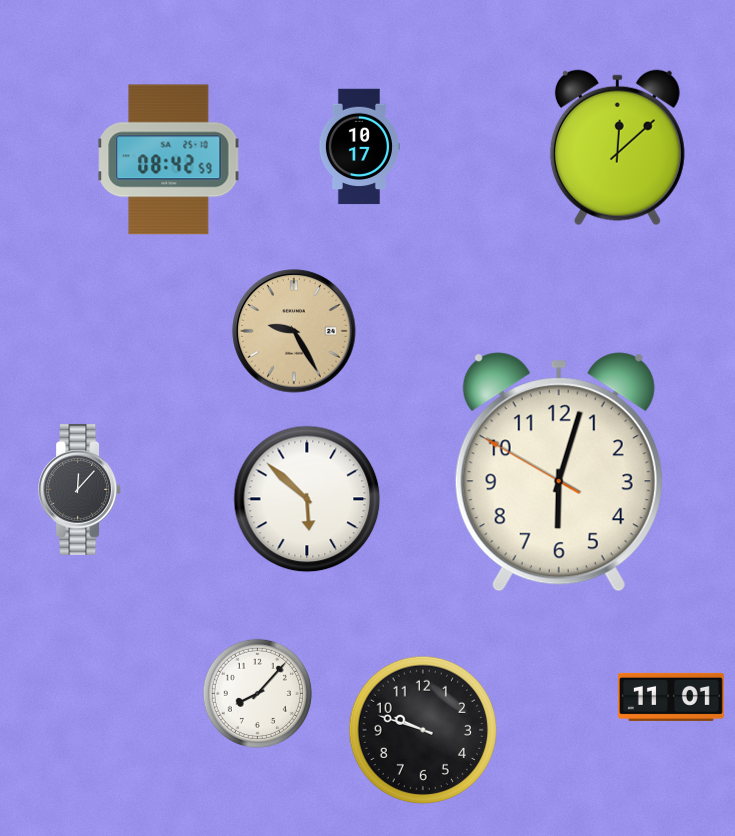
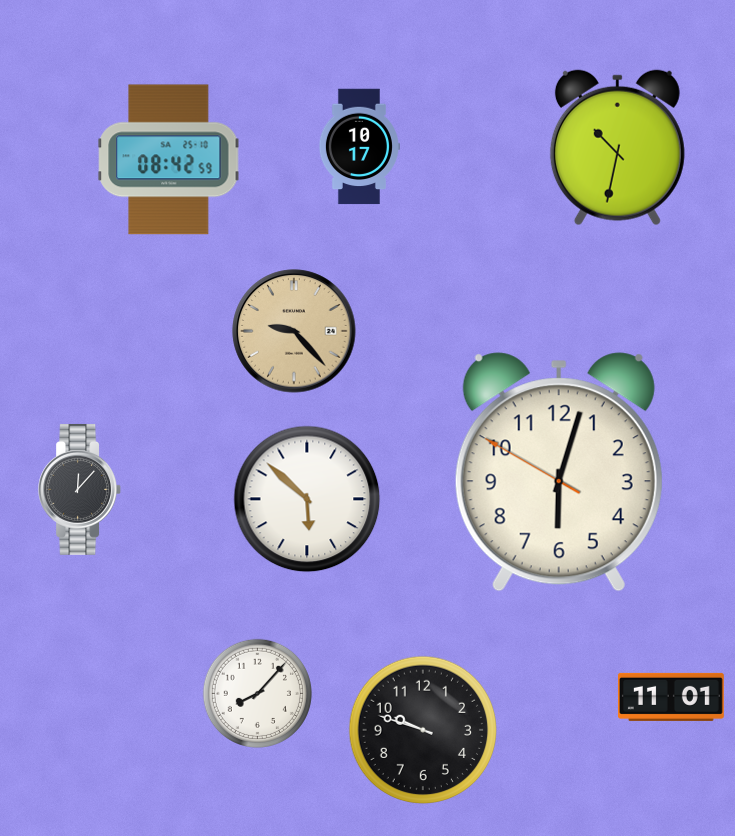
clock at (617, 148): 12:08 -> 10:32
clock at (294, 331): 9:25 -> 9:23
